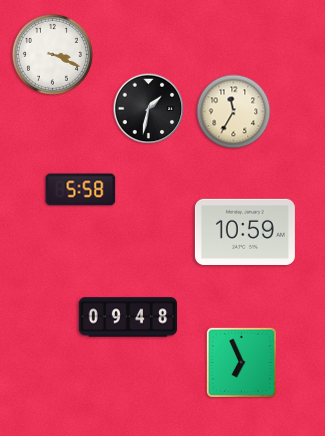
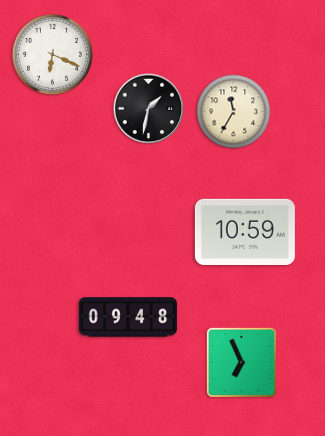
clock at (52, 54): 3:19 -> 6:19
clock at (81, 190): 5:58 -> none
